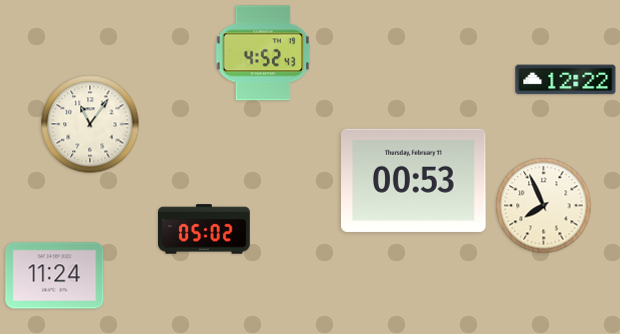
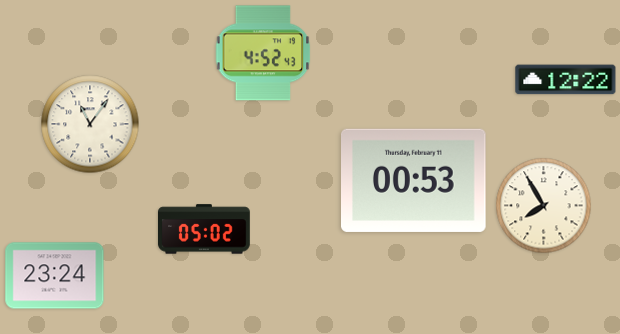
clock at (544, 206): 7:56 -> 7:55
clock at (55, 276): 11:24 -> 23:24
